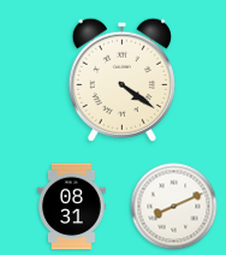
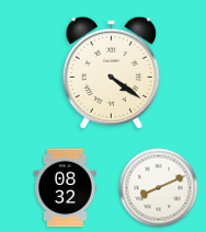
clock at (72, 207): 08:31 -> 08:32
